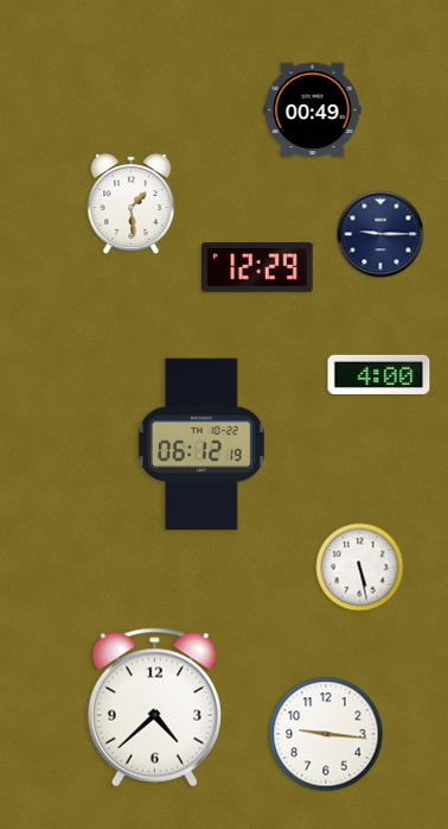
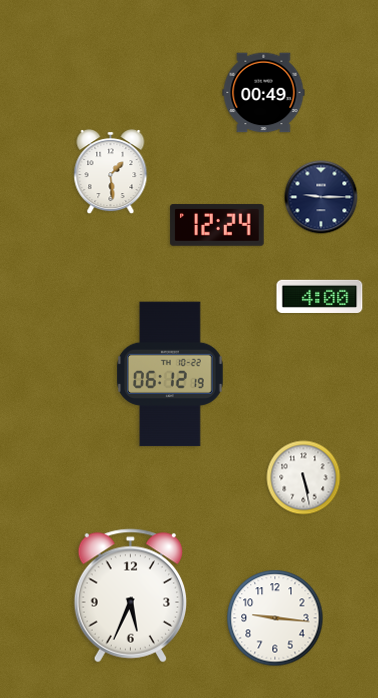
clock at (257, 267): 12:29 -> 12:24
clock at (379, 374) position: (379, 374) -> (320, 296)
clock at (154, 708): 4:38 -> 5:34
